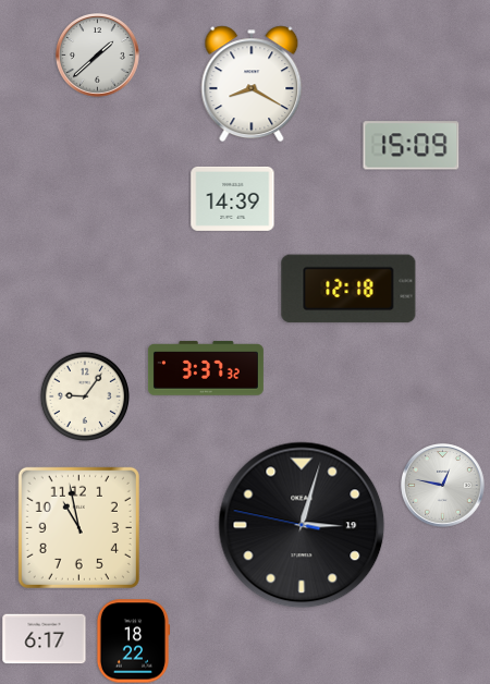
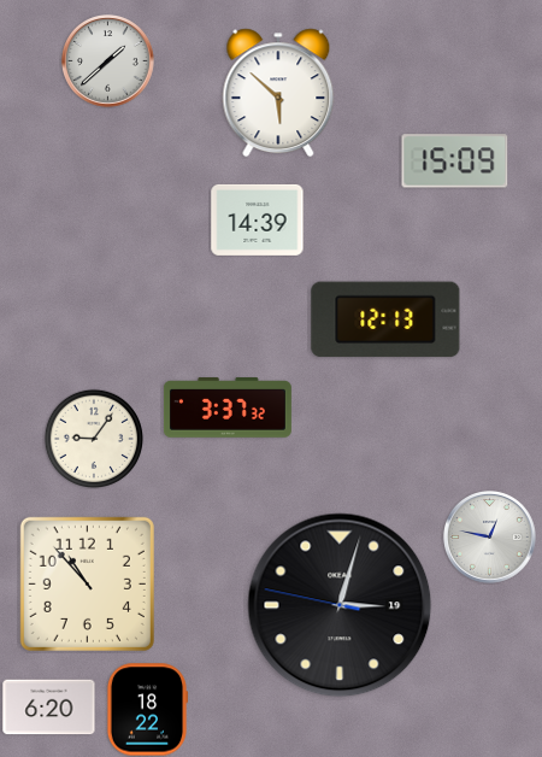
clock at (252, 84): 8:20 -> 5:52
clock at (348, 289): 12:18 -> 12:13
clock at (302, 525) position: (302, 525) -> (340, 605)
clock at (78, 527): 10:58 -> 10:53
clock at (45, 639): 6:17 -> 6:20
